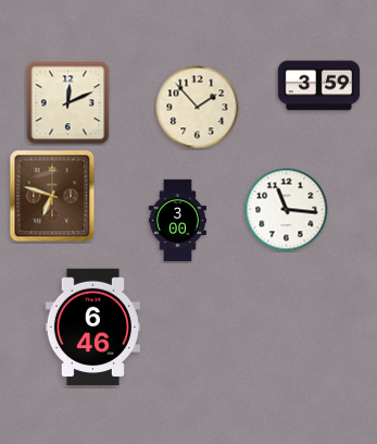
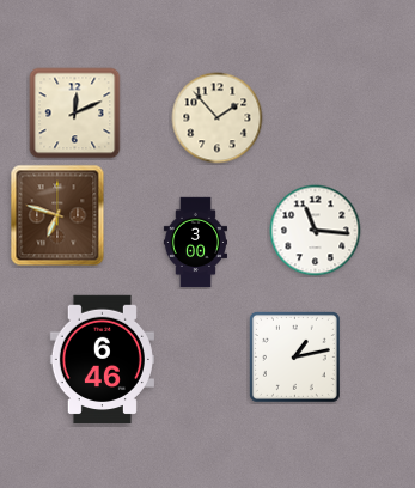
clock at (319, 86): 3:59 -> none
clock at (294, 356): none -> 1:13
